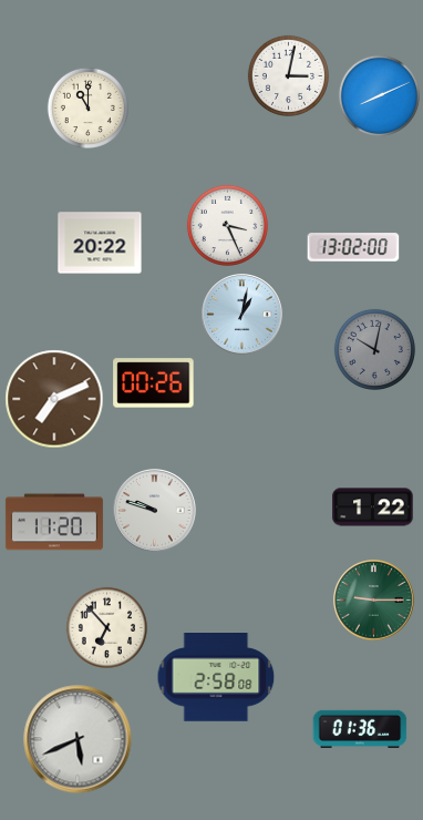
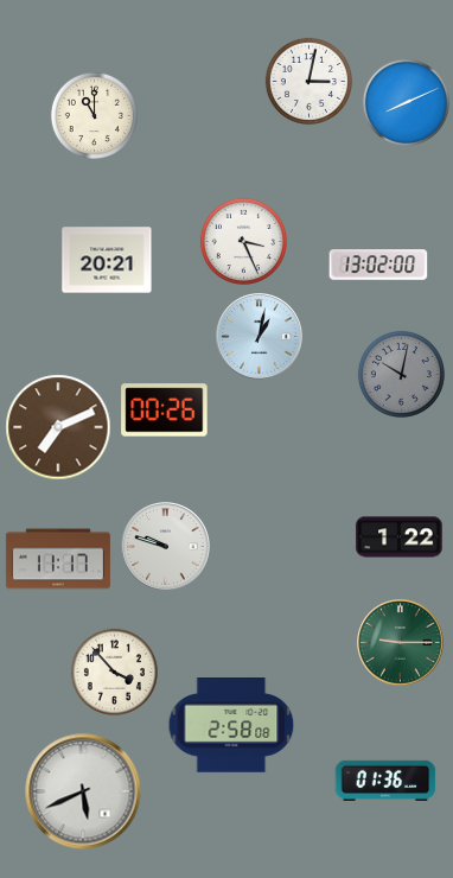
clock at (100, 243): 20:22 -> 20:21
clock at (373, 508) position: (373, 508) -> (400, 537)
clock at (54, 522): 11:20 -> 11:17
clock at (106, 627): 6:53 -> 3:53
